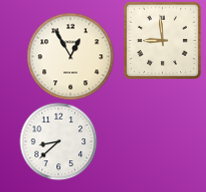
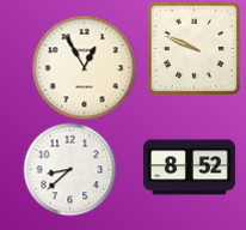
clock at (162, 40): 8:59 -> 9:49
clock at (189, 168): none -> 8:52
